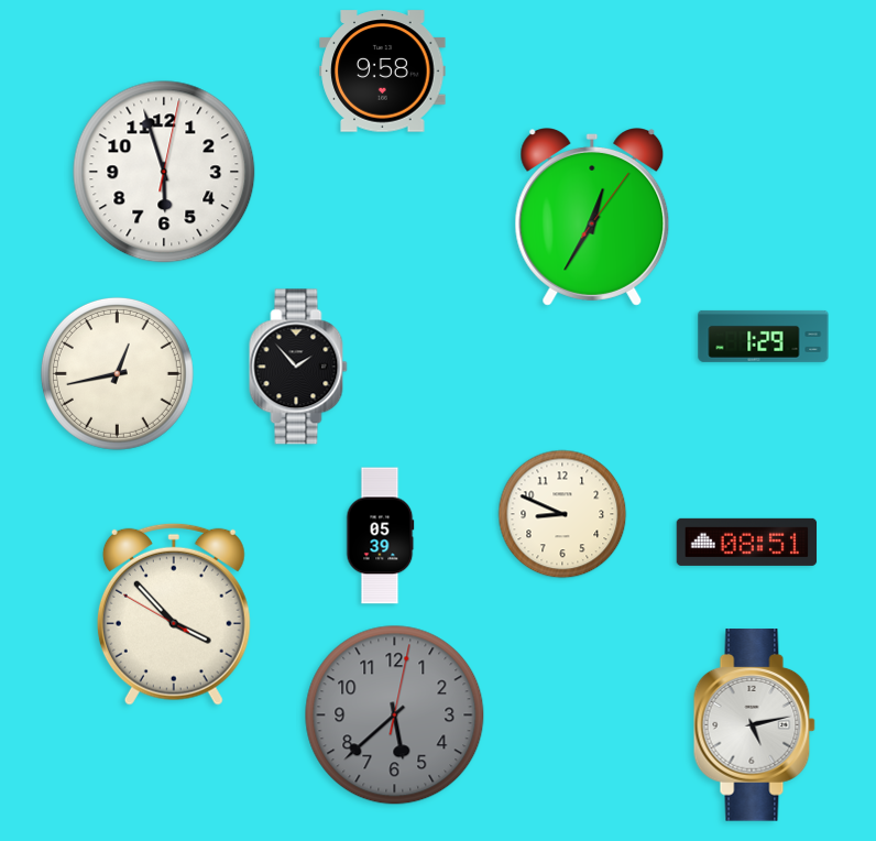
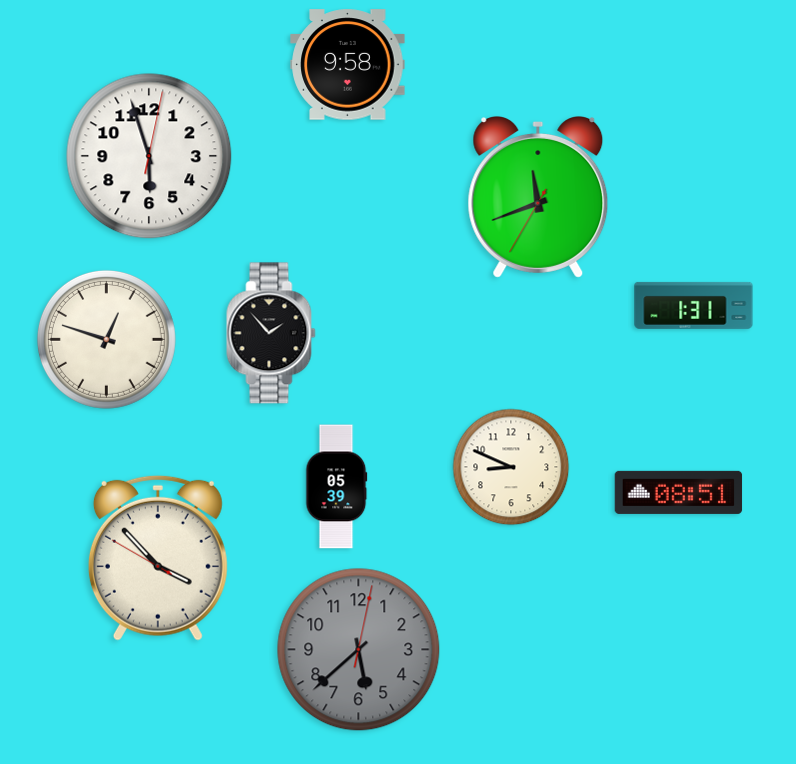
clock at (592, 218): 12:35 -> 11:41
clock at (764, 336): 1:29 -> 1:31
clock at (117, 373): 12:43 -> 12:48
clock at (381, 536) position: (381, 536) -> (337, 487)
clock at (754, 725): 5:13 -> none
